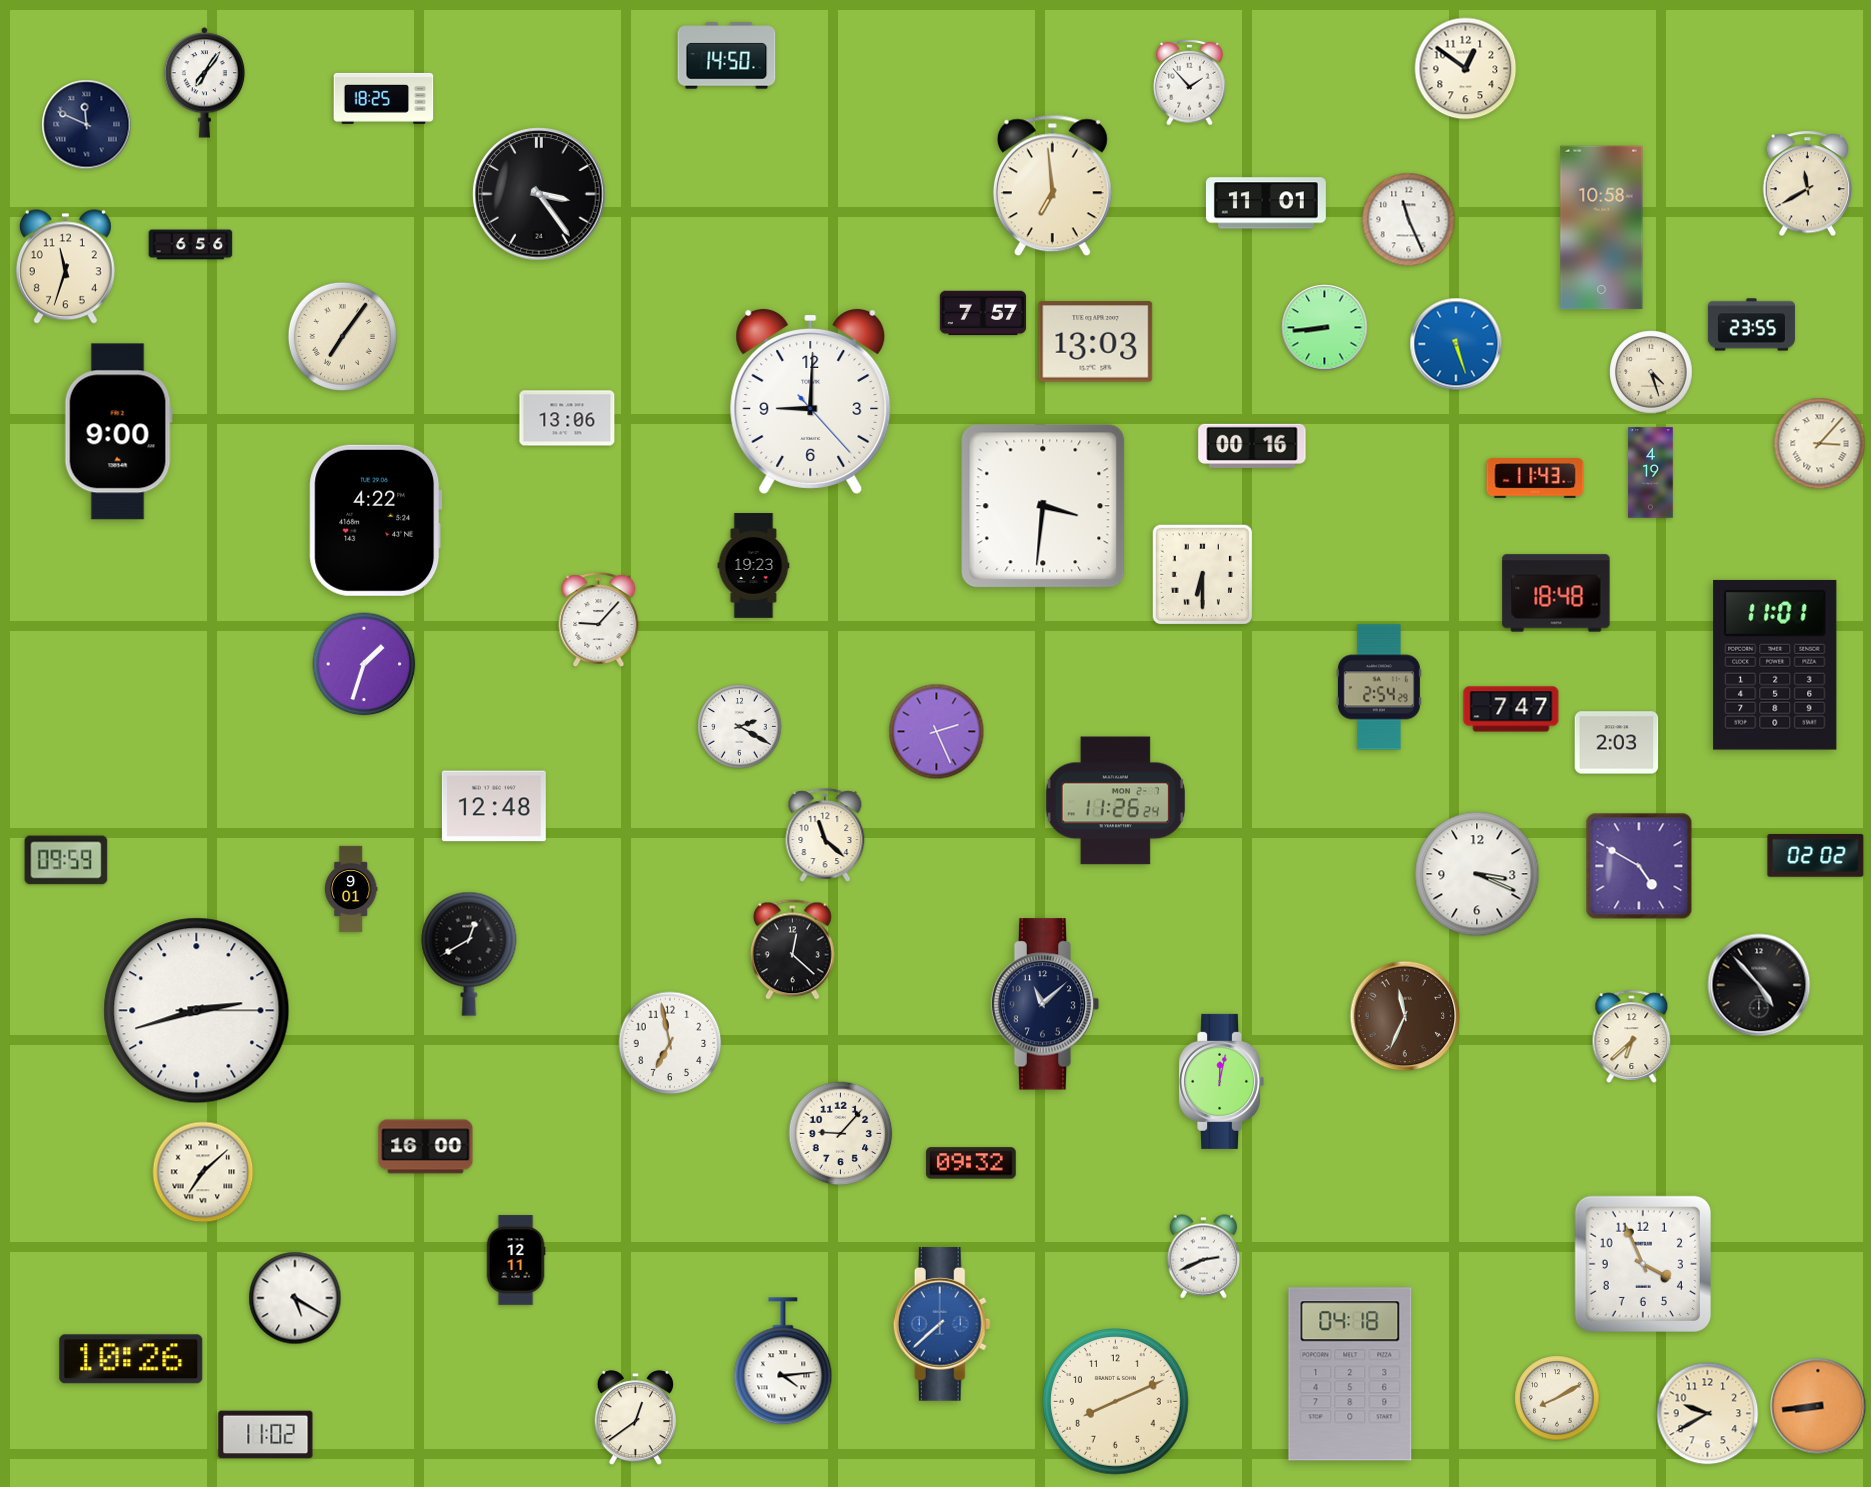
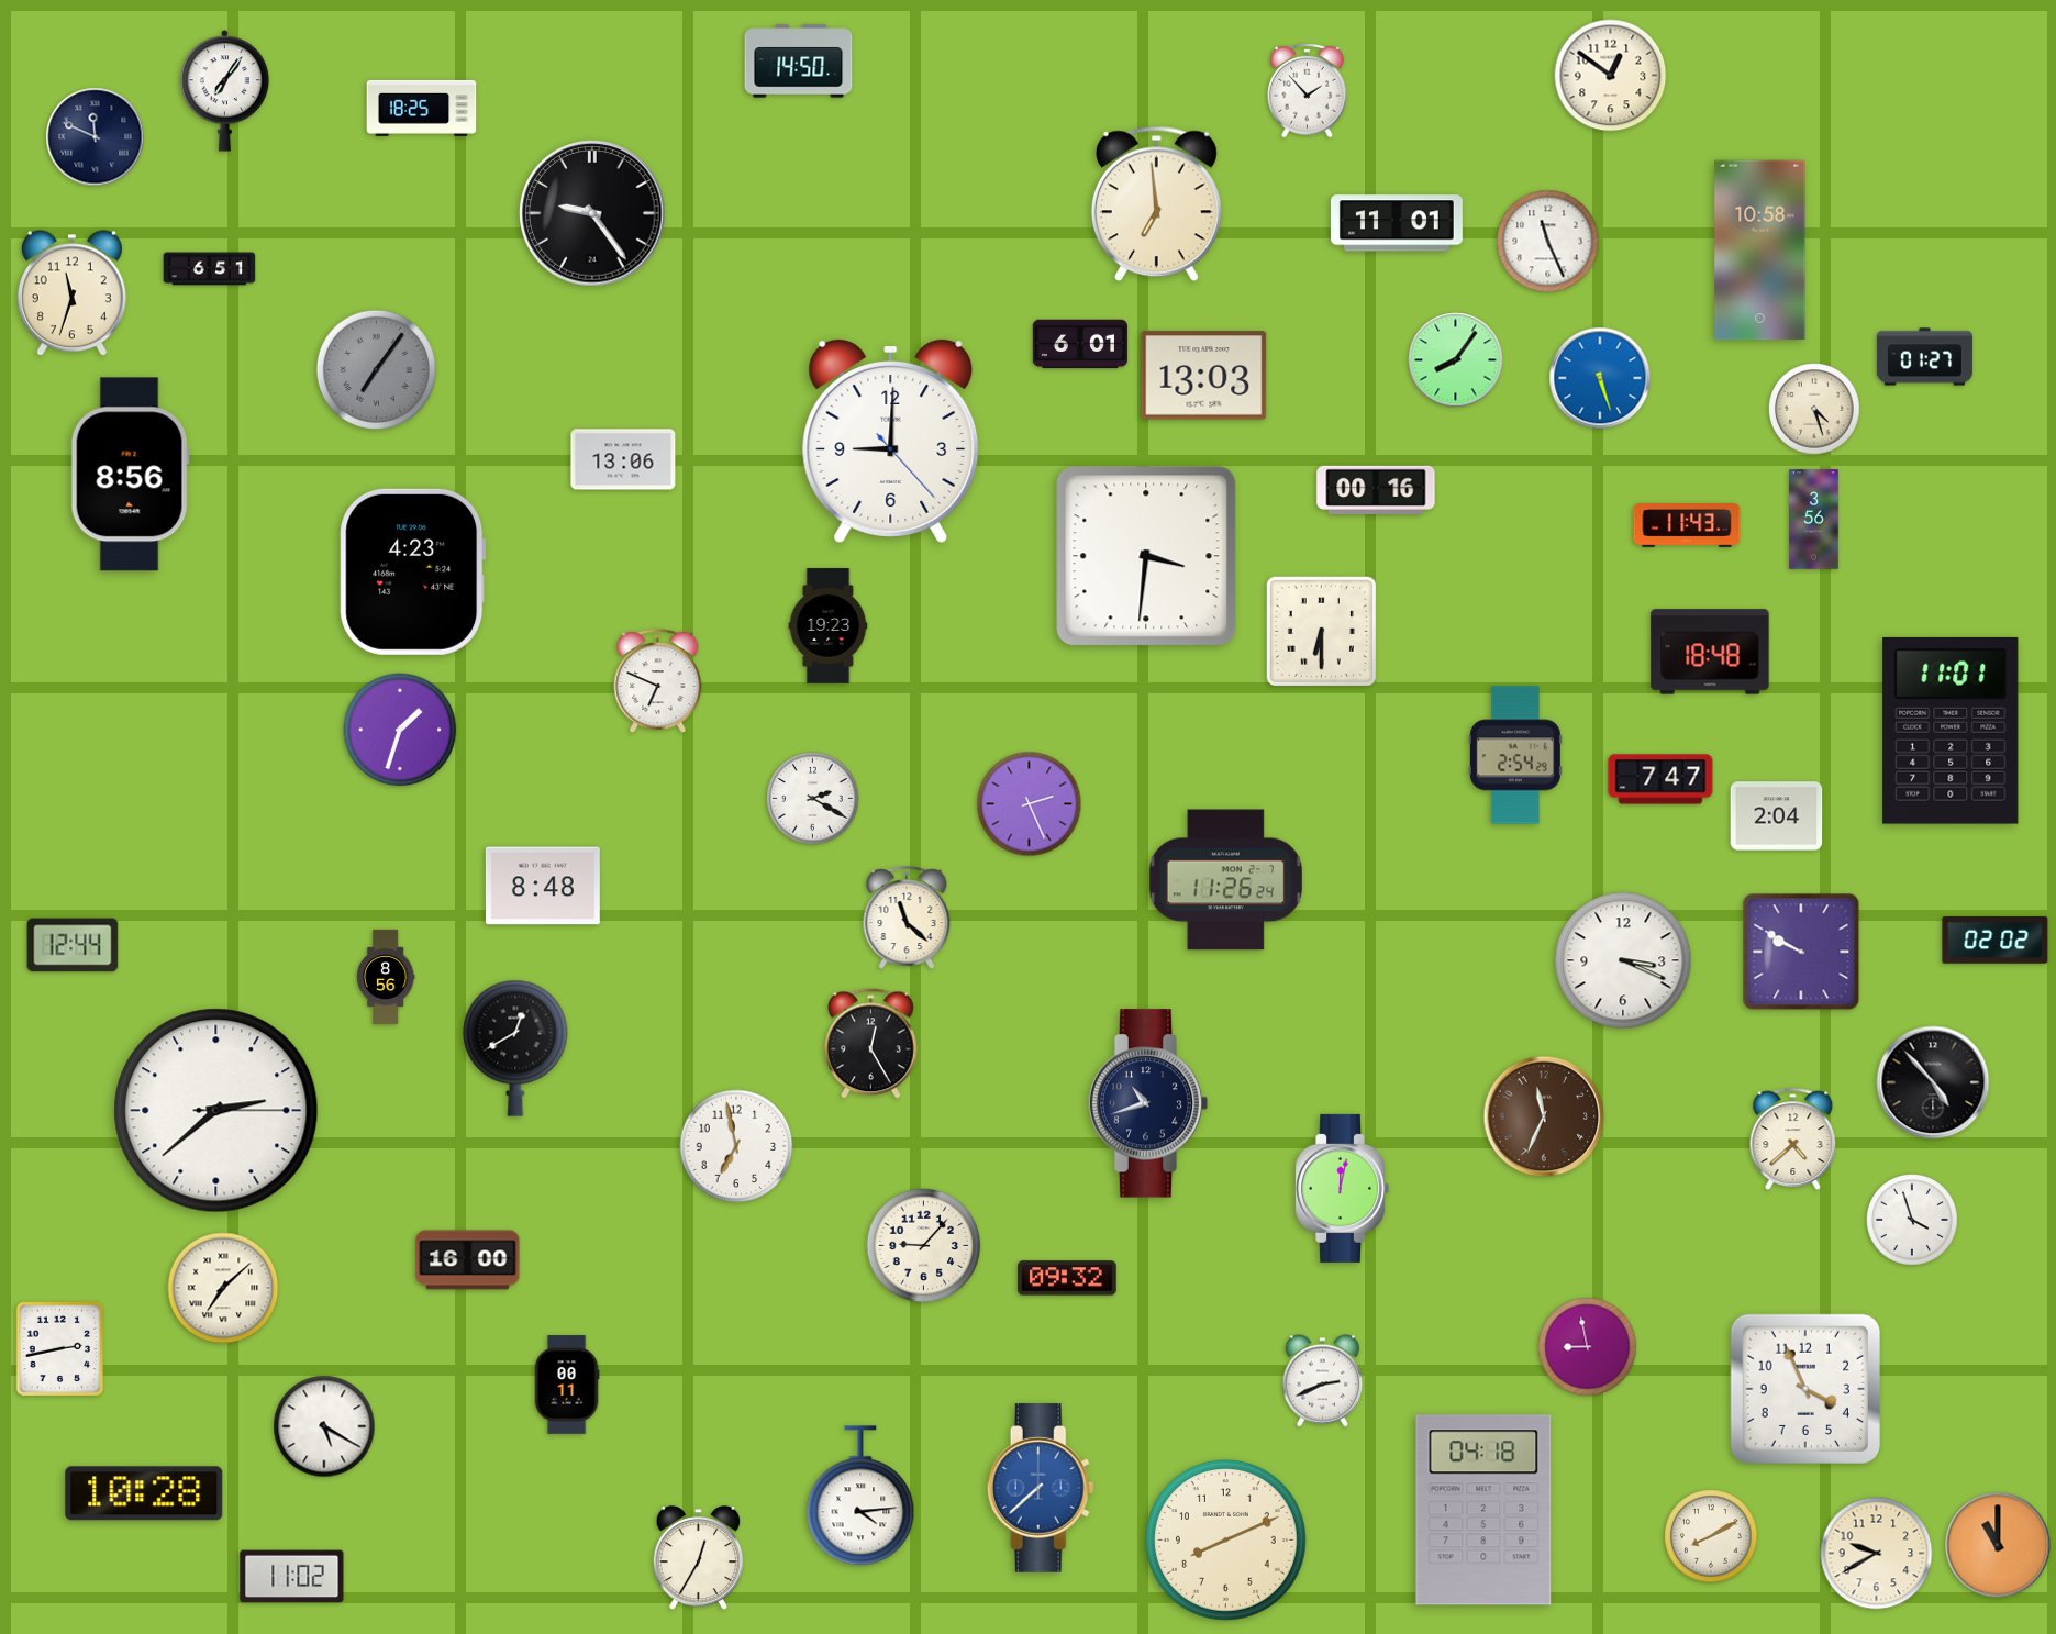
clock at (1808, 184): 11:40 -> none
clock at (539, 194): 3:24 -> 9:24
clock at (1266, 203) position: (1266, 203) -> (1397, 223)
clock at (191, 245): 6:56 -> 6:51
clock at (982, 313): 7:57 -> 6:01
clock at (1751, 325): 23:55 -> 01:27
clock at (1325, 328): 8:44 -> 8:06
clock at (342, 336) dial: cream -> grey
clock at (118, 432): 9:00 -> 8:56
clock at (1820, 444): 3:07 -> none
clock at (1651, 473): 4:19 -> 3:56
clock at (376, 520): 4:22 -> 4:23
clock at (754, 566) position: (754, 566) -> (829, 626)
clock at (599, 619): 9:07 -> 6:49
clock at (1617, 743): 2:03 -> 2:04
clock at (494, 806): 12:48 -> 8:48
clock at (66, 860): 09:59 -> 12:44
clock at (1639, 866): 4:50 -> 9:50
clock at (351, 889): 9:01 -> 8:56
clock at (792, 950): 12:22 -> 12:25
clock at (1045, 1004): 11:08 -> 10:42
clock at (197, 1011): 2:42 -> 2:38
clock at (1632, 1036): 6:38 -> 4:38
clock at (1912, 1220): none -> 3:57
clock at (1588, 1347): none -> 8:58
clock at (60, 1349): none -> 2:43
clock at (516, 1260): 12:11 -> 00:11
clock at (942, 1324) position: (942, 1324) -> (1041, 1488)
clock at (131, 1359): 10:26 -> 10:28
clock at (1818, 1406): 8:44 -> 11:00
clock at (635, 1418): 12:39 -> 12:35
